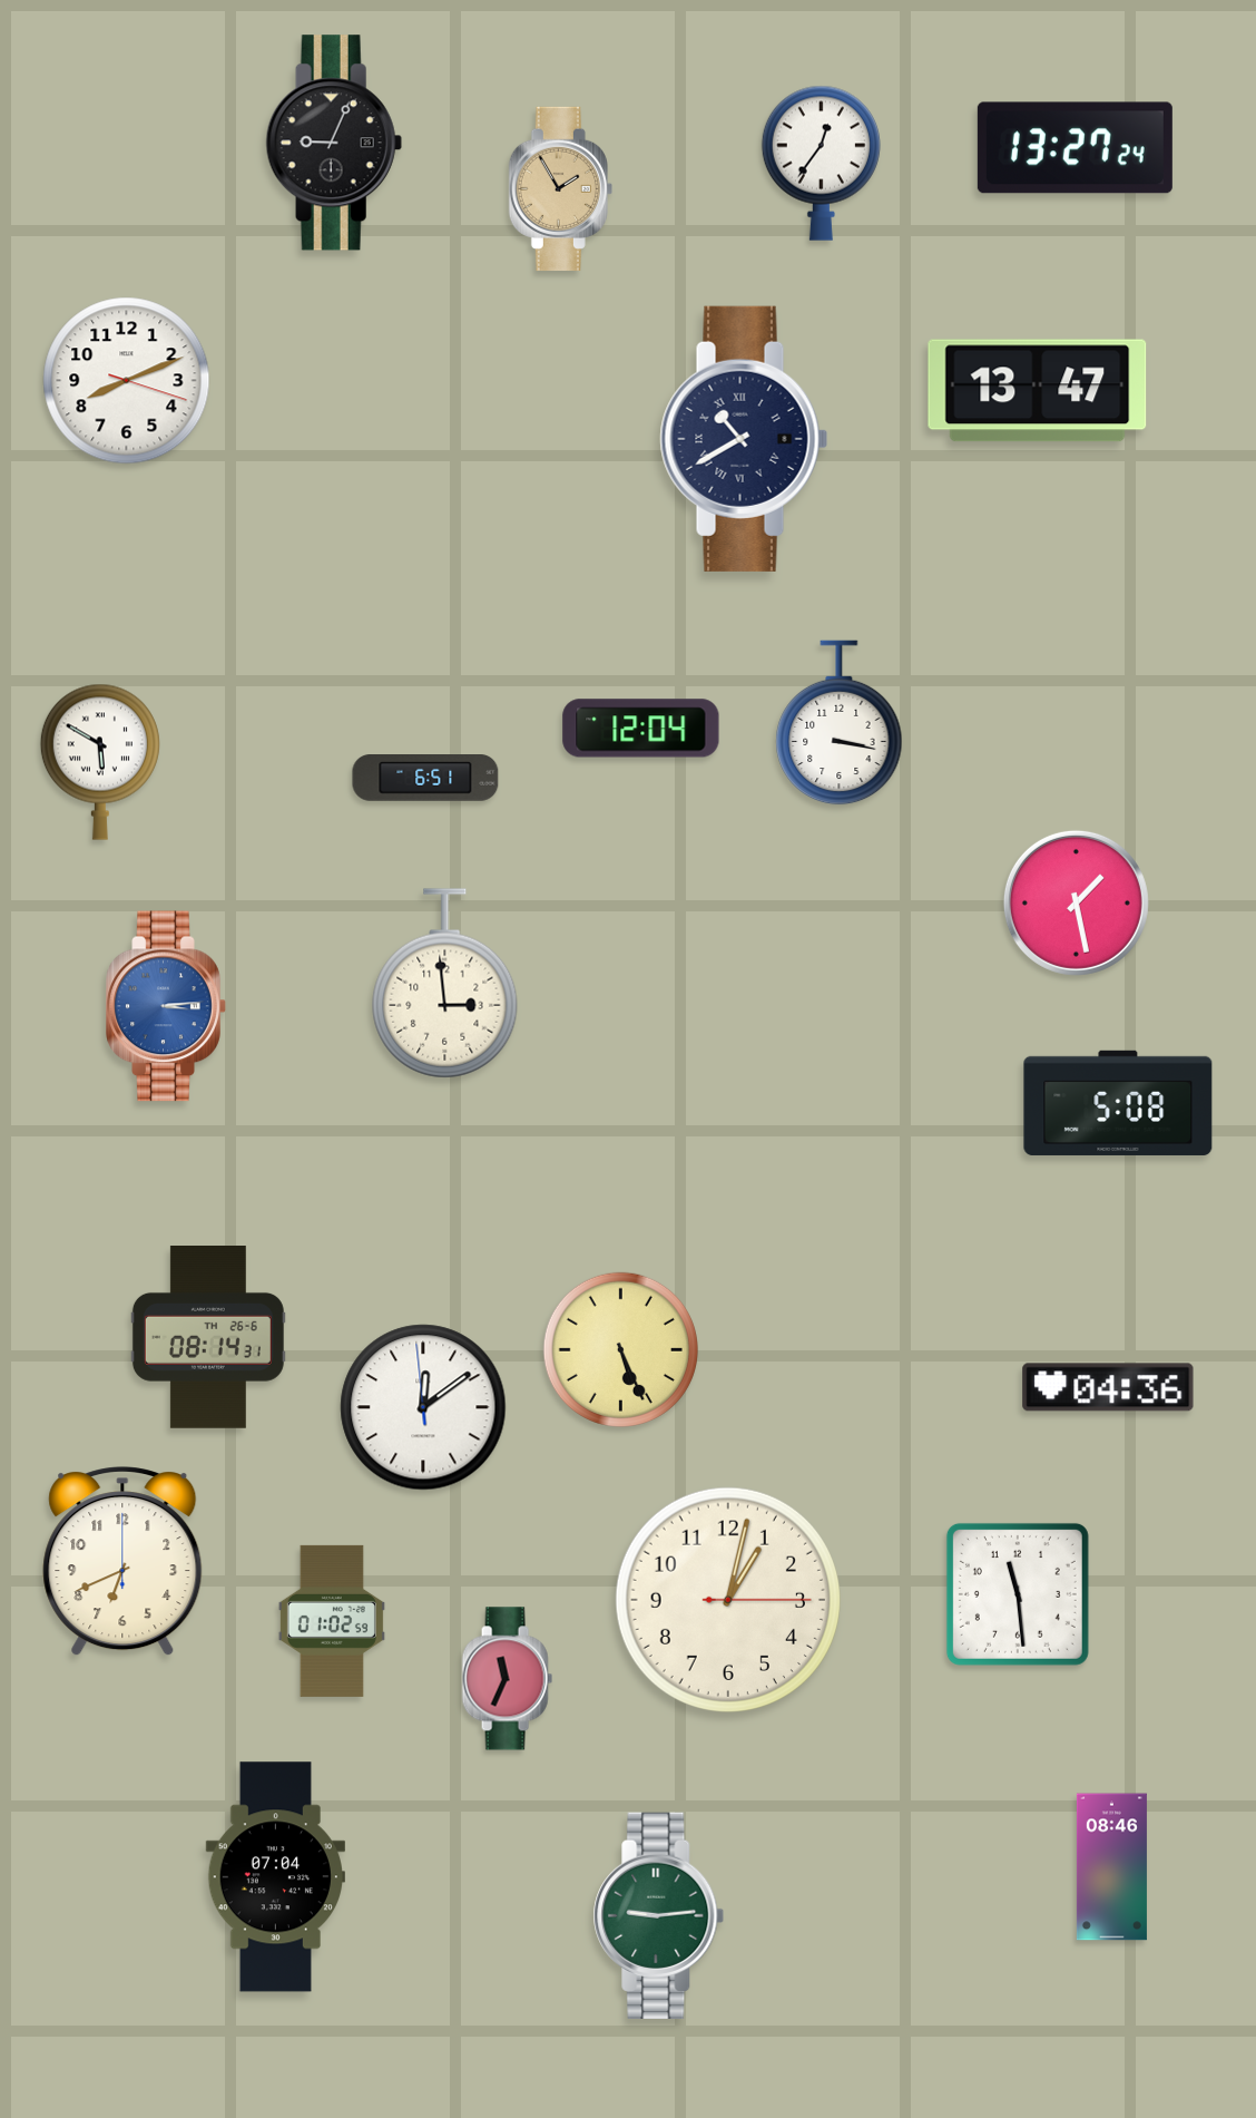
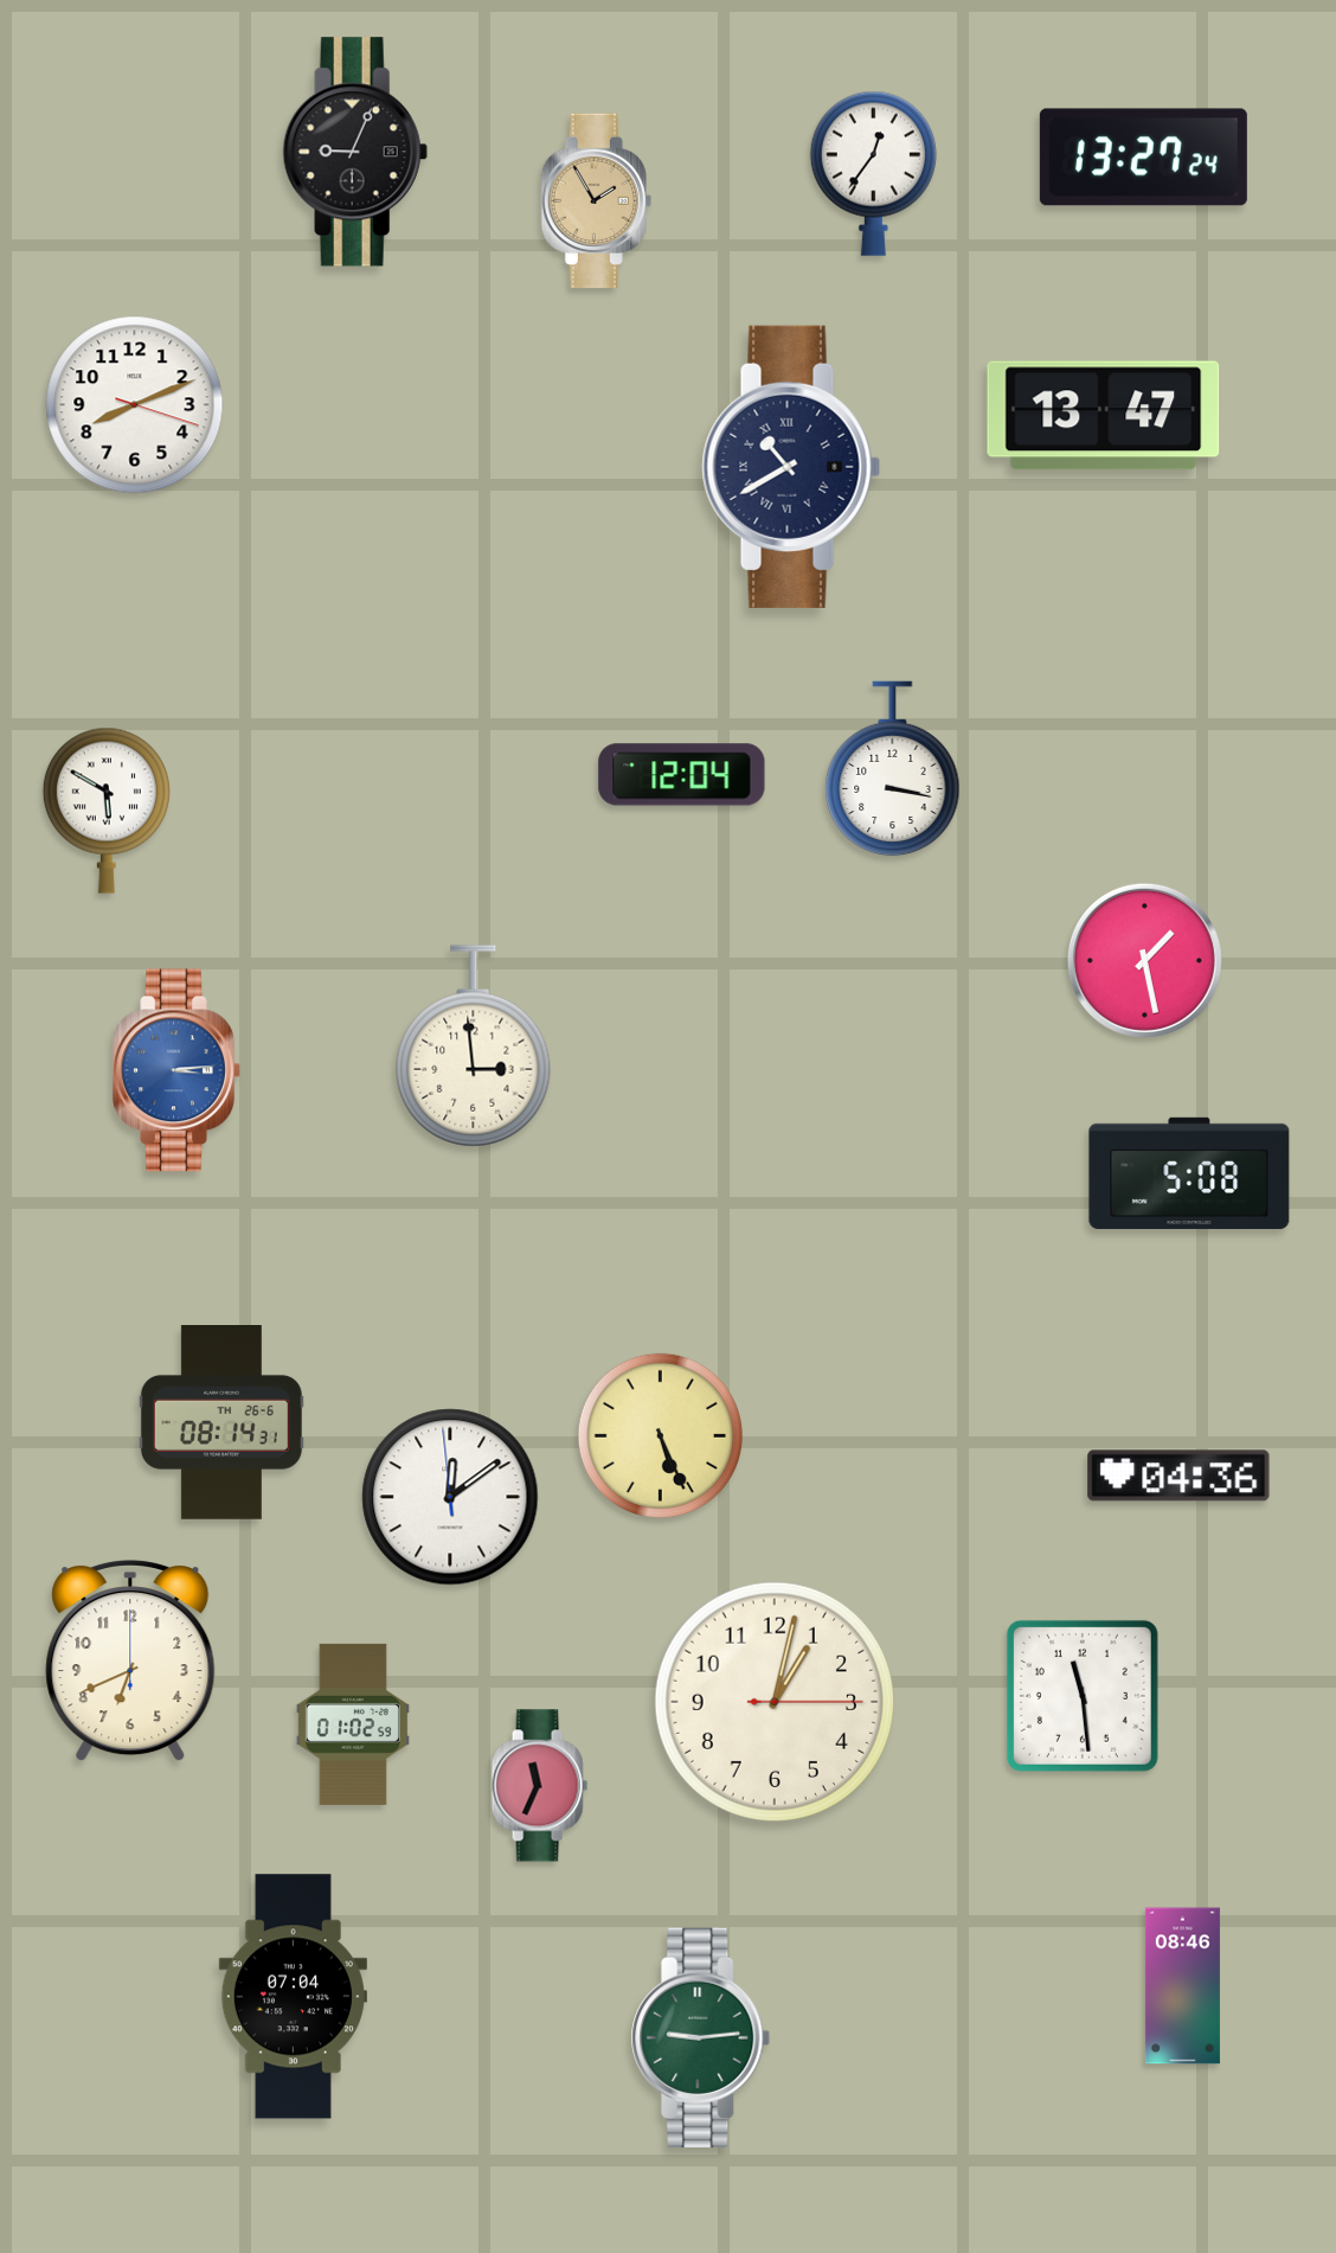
clock at (425, 779): 6:51 -> none
